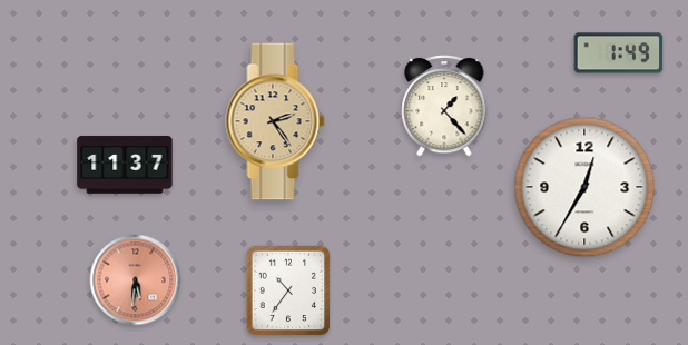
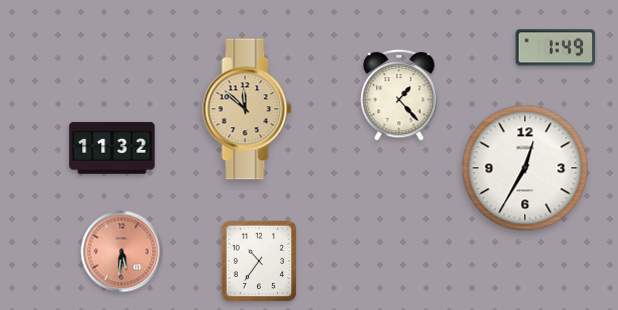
clock at (275, 121): 2:24 -> 11:52
clock at (125, 165): 11:37 -> 11:32
